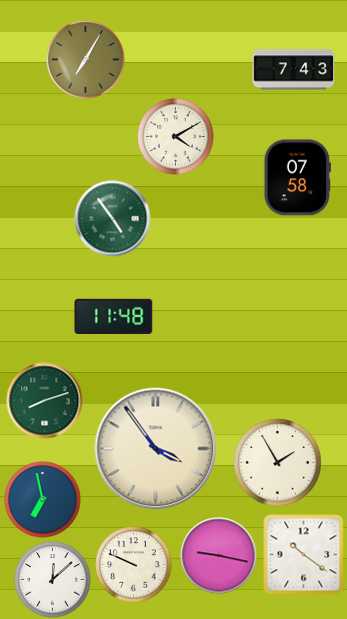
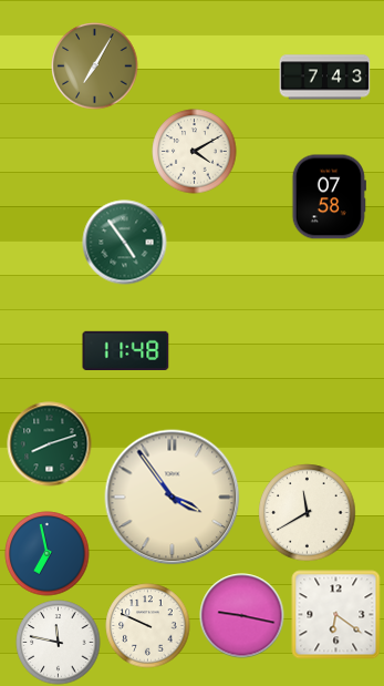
clock at (278, 463): 1:55 -> 11:40
clock at (304, 555): 10:21 -> 6:21
clock at (53, 580): 12:08 -> 11:47
